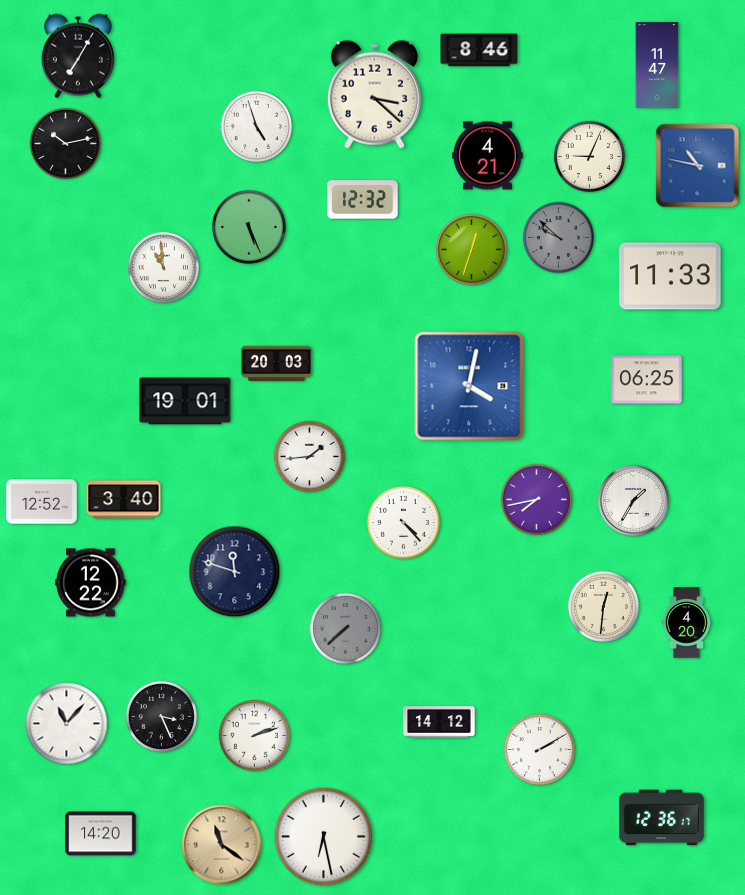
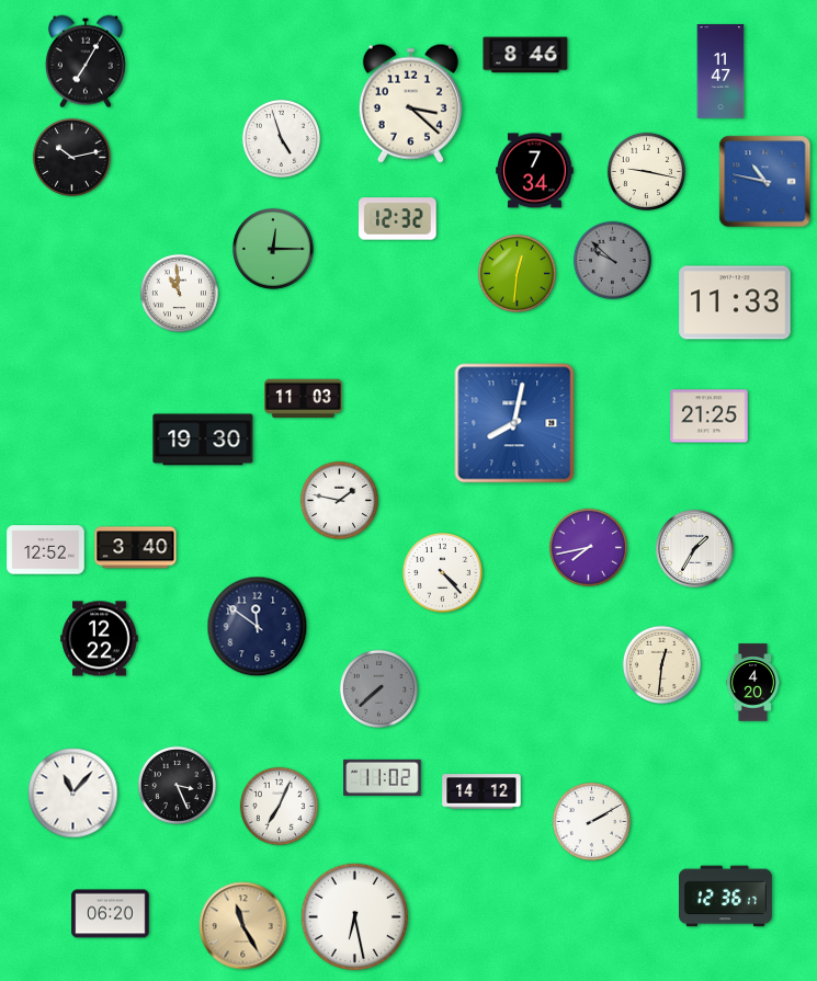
clock at (488, 156): 4:21 -> 7:34
clock at (589, 156): 9:04 -> 9:17
clock at (249, 227): 5:26 -> 12:15
clock at (471, 249): 12:33 -> 12:31
clock at (277, 364): 20:03 -> 11:03
clock at (647, 380): 06:25 -> 21:25
clock at (469, 386): 4:02 -> 8:02
clock at (185, 401): 19:01 -> 19:30
clock at (309, 456): 1:44 -> 1:47
clock at (235, 572): 11:48 -> 11:51
clock at (383, 777): none -> 11:02
clock at (254, 735): 2:12 -> 7:04
clock at (101, 834): 14:20 -> 06:20
clock at (222, 845): 11:21 -> 11:25
